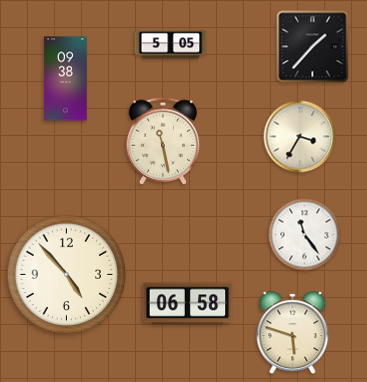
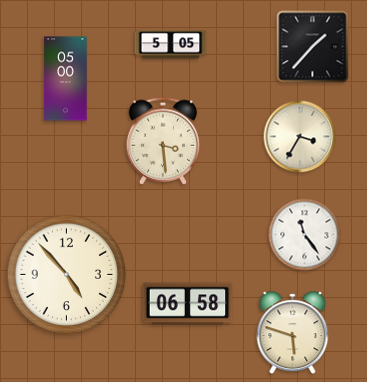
clock at (66, 79): 09:38 -> 05:00
clock at (163, 141): 11:28 -> 3:29
